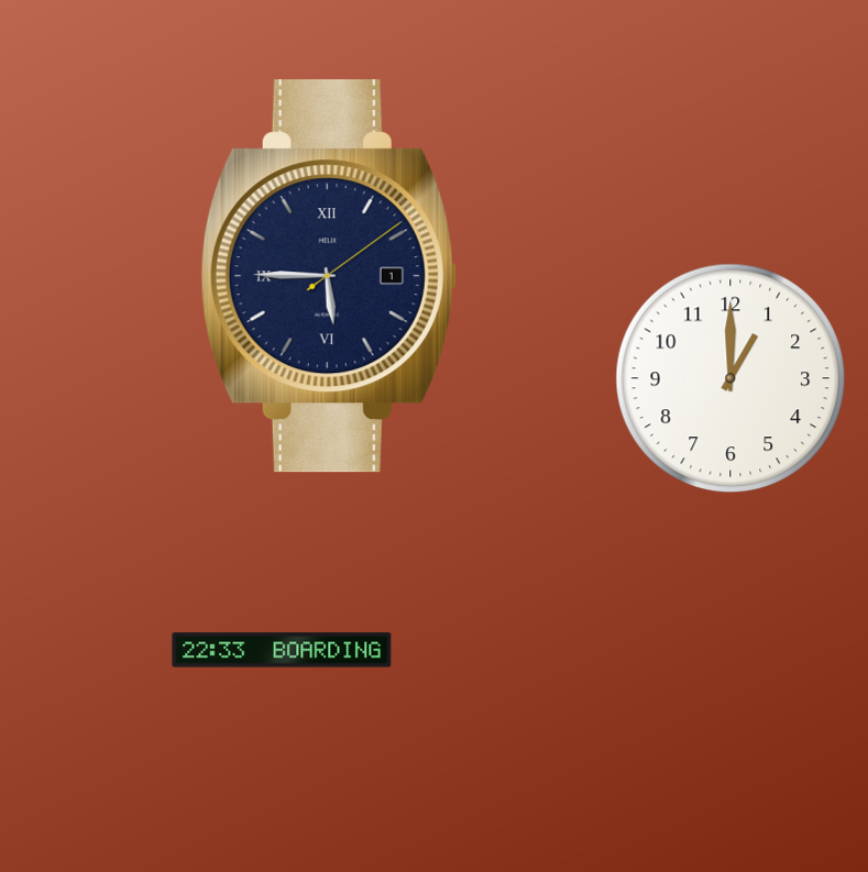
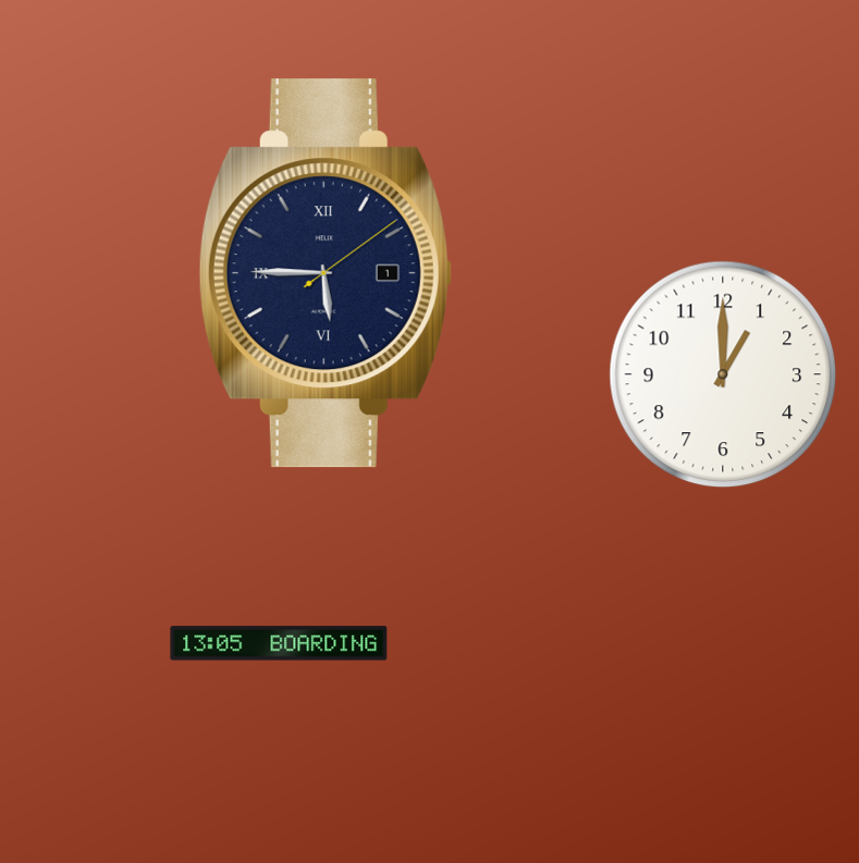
clock at (282, 650): 22:33 -> 13:05
